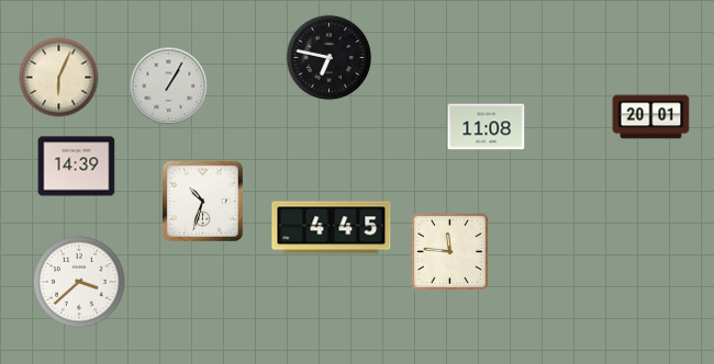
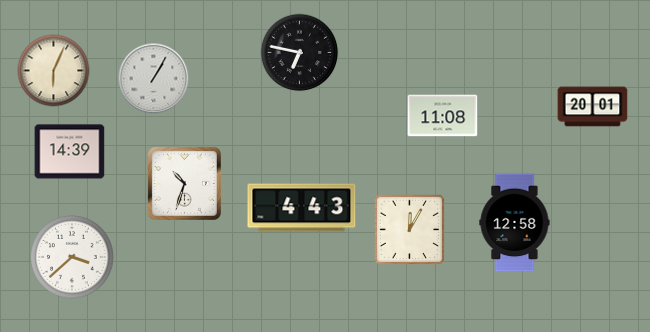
clock at (332, 228): 4:45 -> 4:43
clock at (515, 223): none -> 12:58
clock at (450, 252): 11:46 -> 12:05
